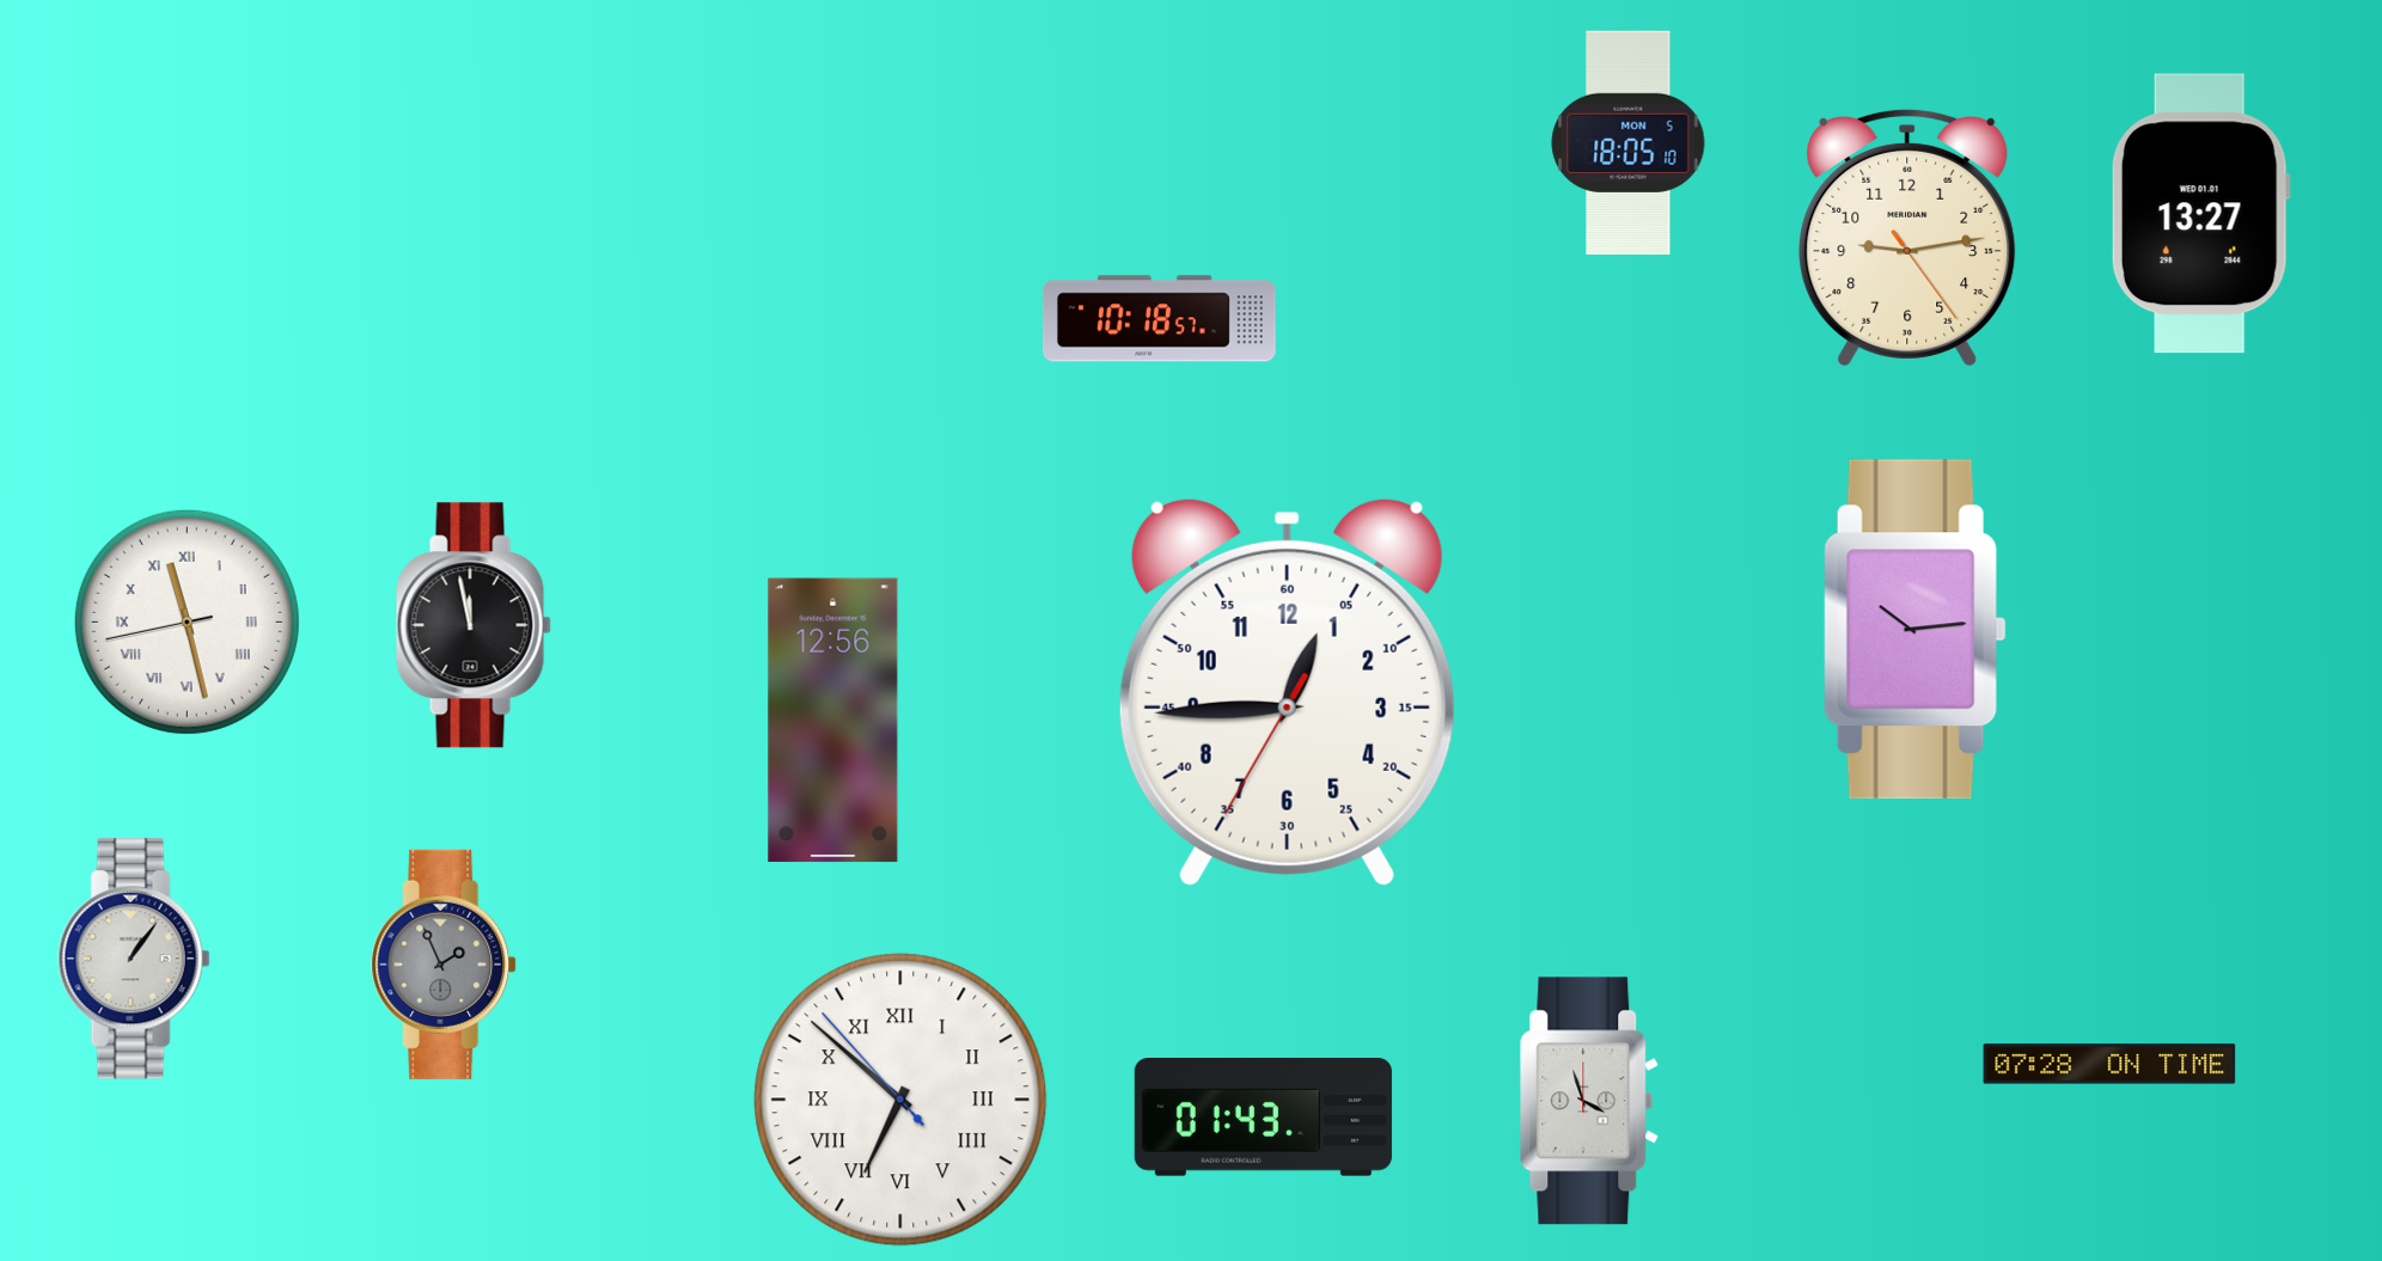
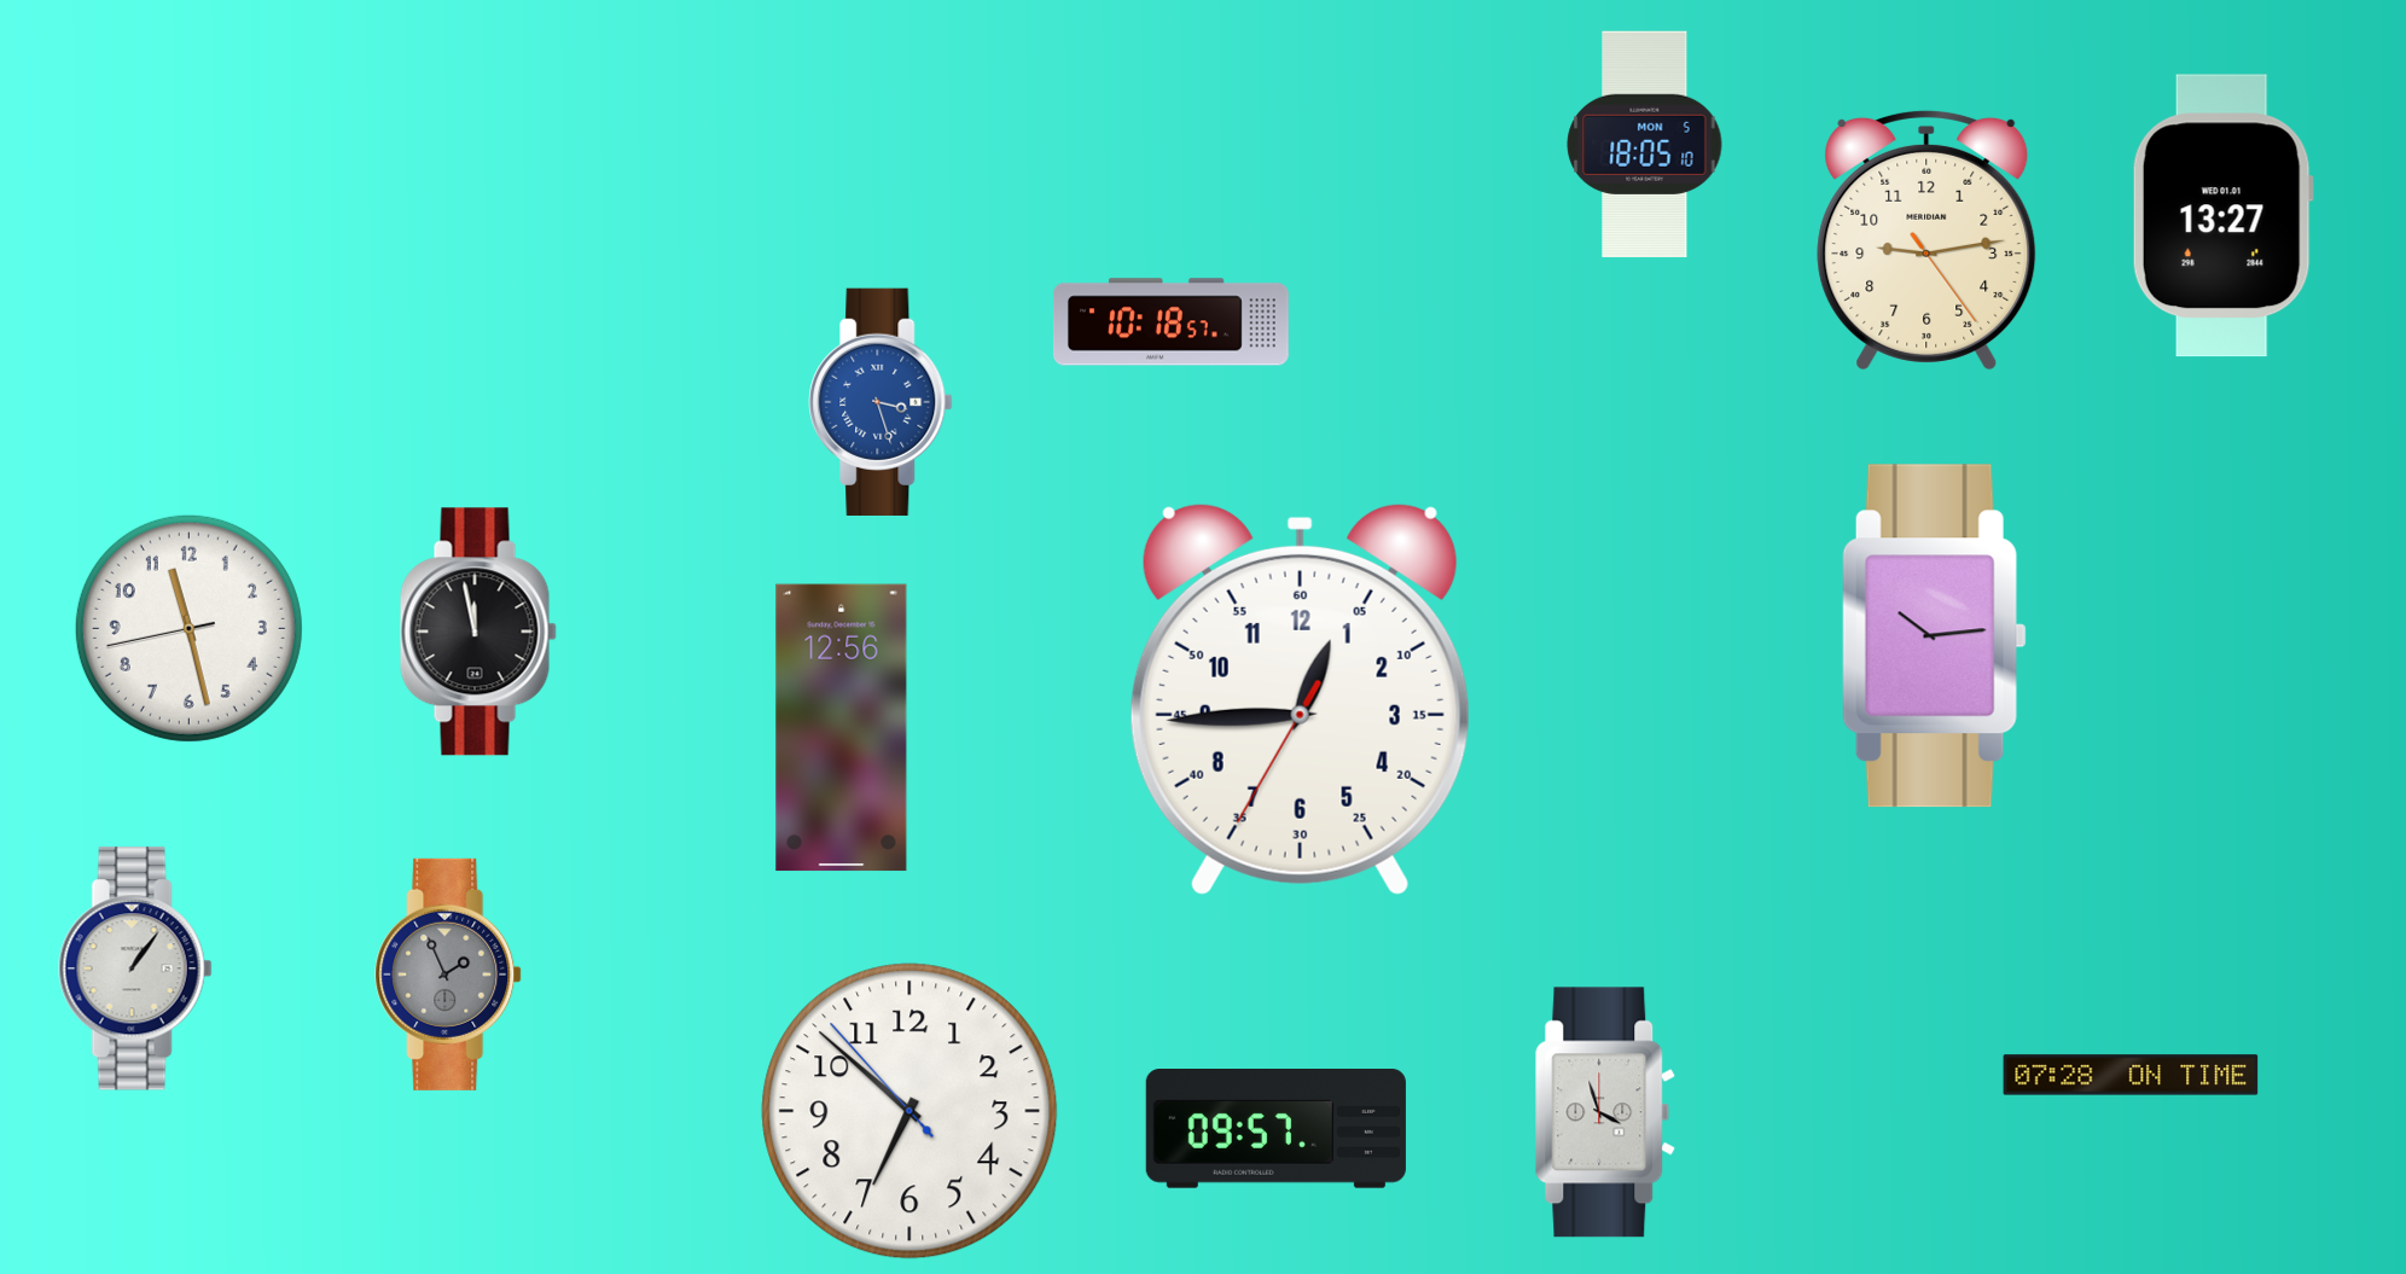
clock at (881, 402): none -> 3:27
clock at (187, 622) numerals: Roman -> Arabic
clock at (900, 1100) numerals: Roman -> Arabic
clock at (1263, 1118): 01:43 -> 09:57
